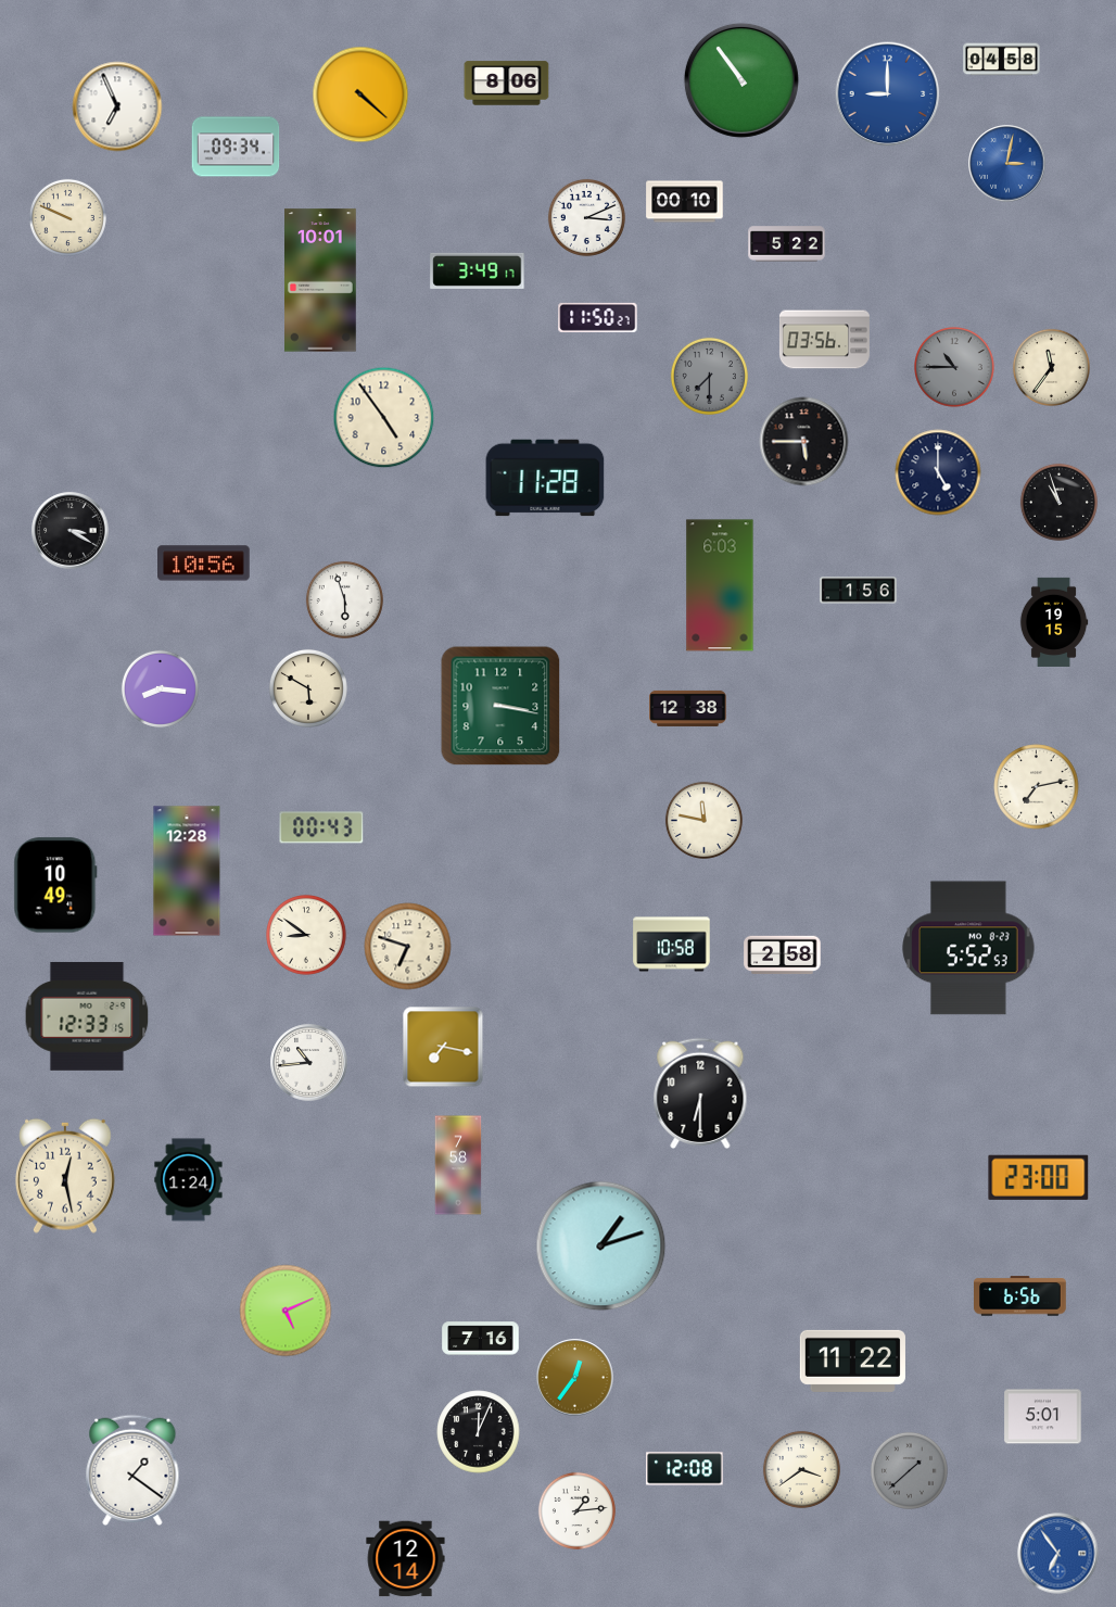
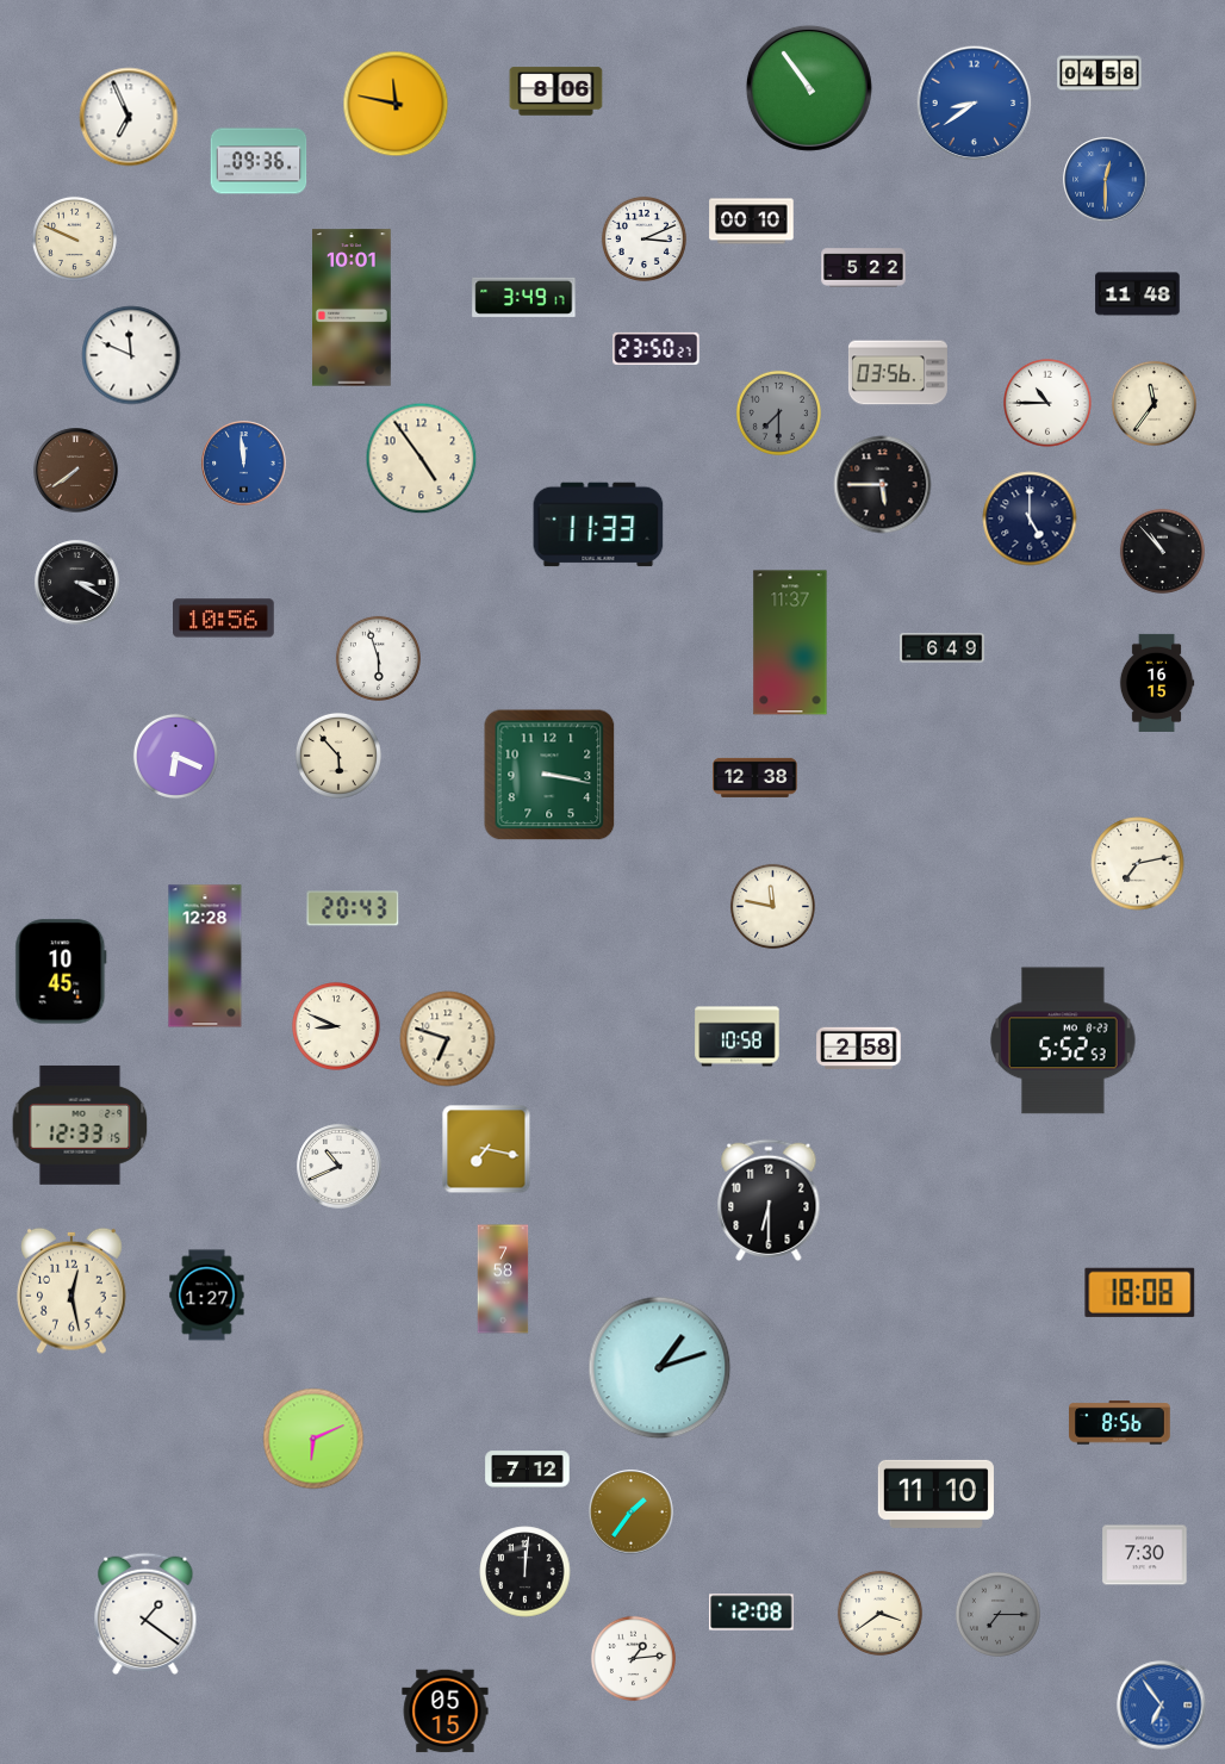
clock at (1002, 60) position: (1002, 60) -> (1100, 74)
clock at (741, 80) position: (741, 80) -> (809, 88)
clock at (360, 94): 4:22 -> 11:47
clock at (888, 94): 9:00 -> 8:39
clock at (236, 147): 09:34 -> 09:36
clock at (1007, 164): 3:02 -> 12:30
clock at (1138, 294): none -> 11:48
clock at (598, 317): 11:50 -> 23:50
clock at (131, 355): none -> 11:49
clock at (824, 340) position: (824, 340) -> (897, 373)
clock at (955, 368) dial: grey -> white
clock at (244, 464): none -> 11:59
clock at (76, 471): none -> 7:39
clock at (545, 478): 11:28 -> 11:33
clock at (1058, 502): 10:57 -> 10:53
clock at (720, 585): 6:03 -> 11:37
clock at (859, 591): 1:56 -> 6:49
clock at (1054, 622): 19:15 -> 16:15
clock at (160, 688): 8:16 -> 6:19
clock at (308, 688): 5:50 -> 5:53
clock at (703, 820) position: (703, 820) -> (772, 906)
clock at (321, 827): 00:43 -> 20:43
clock at (55, 885): 10:49 -> 10:45
clock at (307, 936): 8:51 -> 8:49
clock at (87, 1016) position: (87, 1016) -> (80, 1125)
clock at (309, 1063): 10:44 -> 10:41
clock at (1039, 1177): 23:00 -> 18:08
clock at (189, 1180): 1:24 -> 1:27
clock at (1020, 1296): 6:56 -> 8:56
clock at (286, 1311): 5:11 -> 6:11
clock at (481, 1339): 7:16 -> 7:12
clock at (852, 1361): 11:22 -> 11:10
clock at (575, 1378): 12:36 -> 1:36
clock at (1043, 1417): 5:01 -> 7:30
clock at (479, 1432): 12:04 -> 12:01
clock at (909, 1470): 1:38 -> 7:15
clock at (406, 1559): 12:14 -> 05:15
